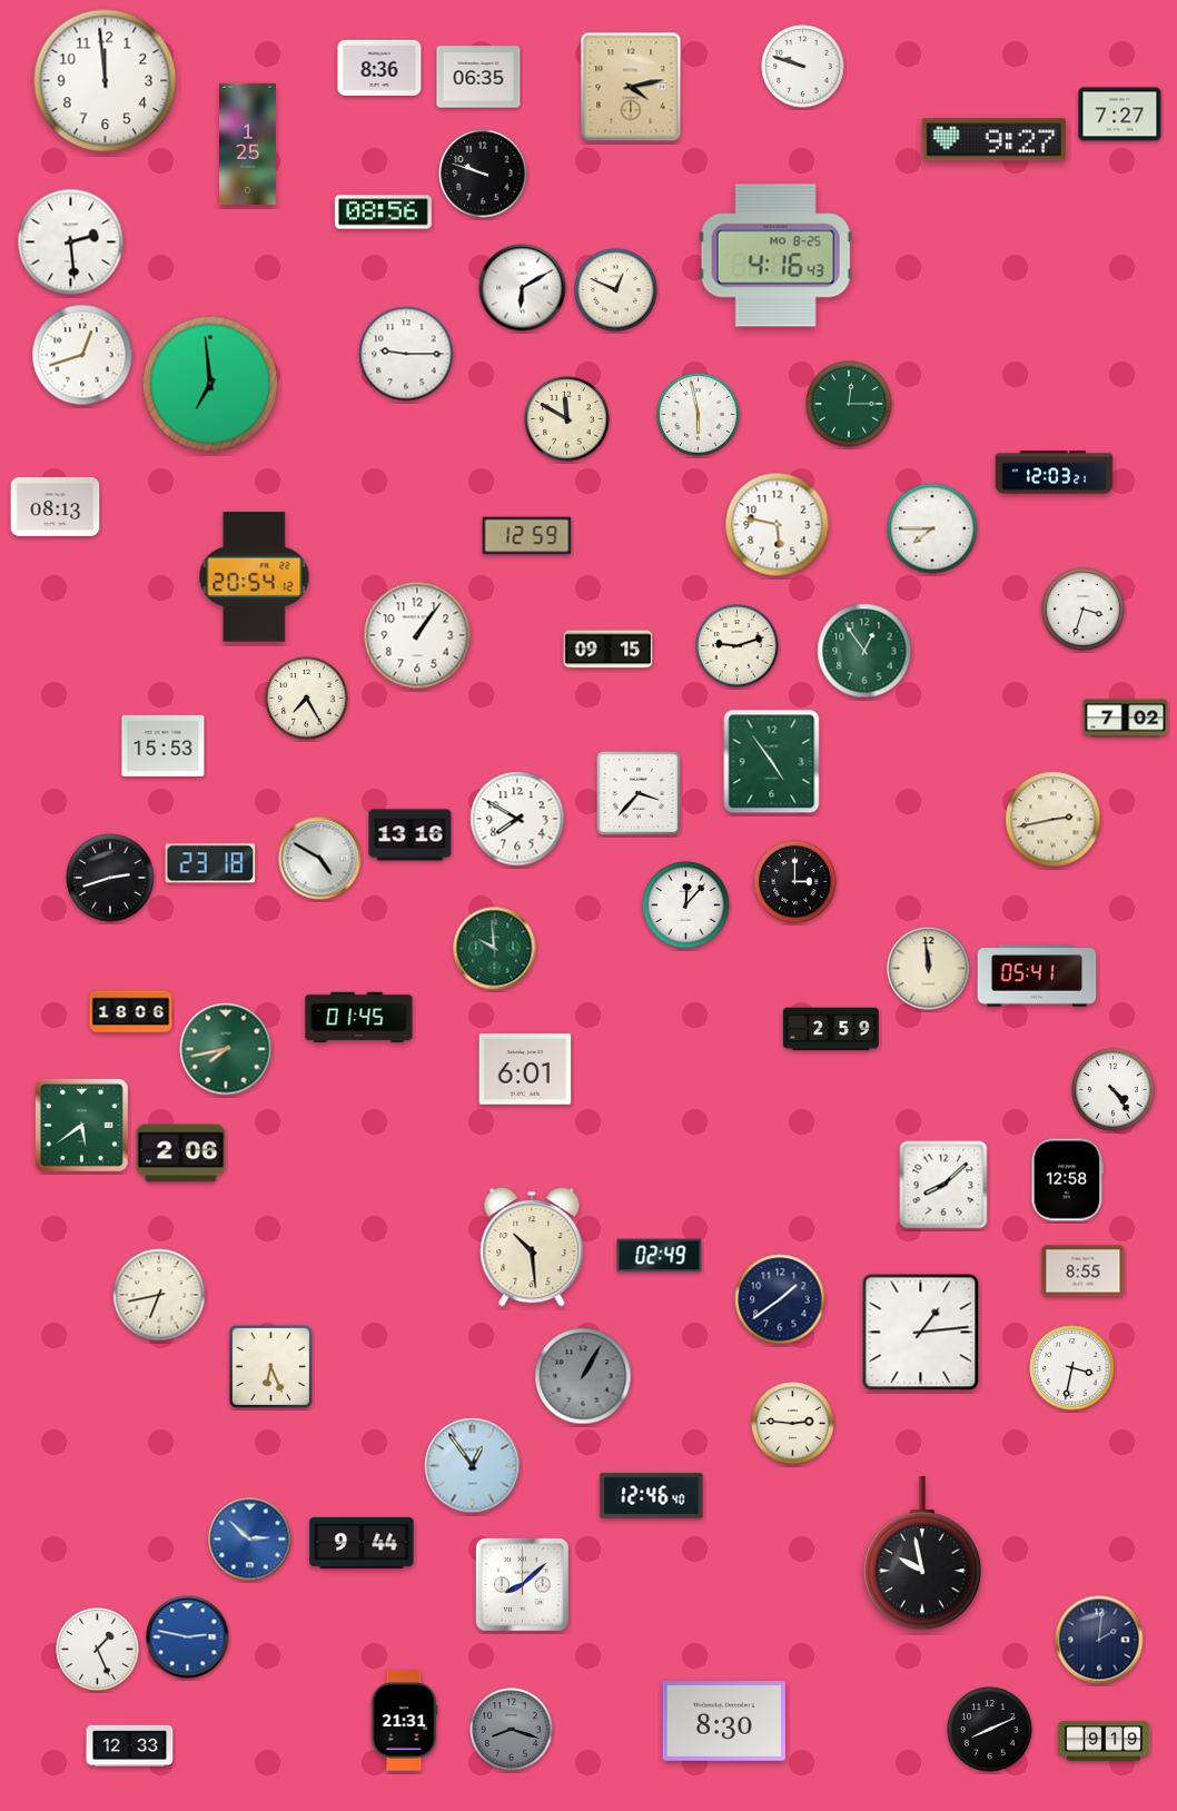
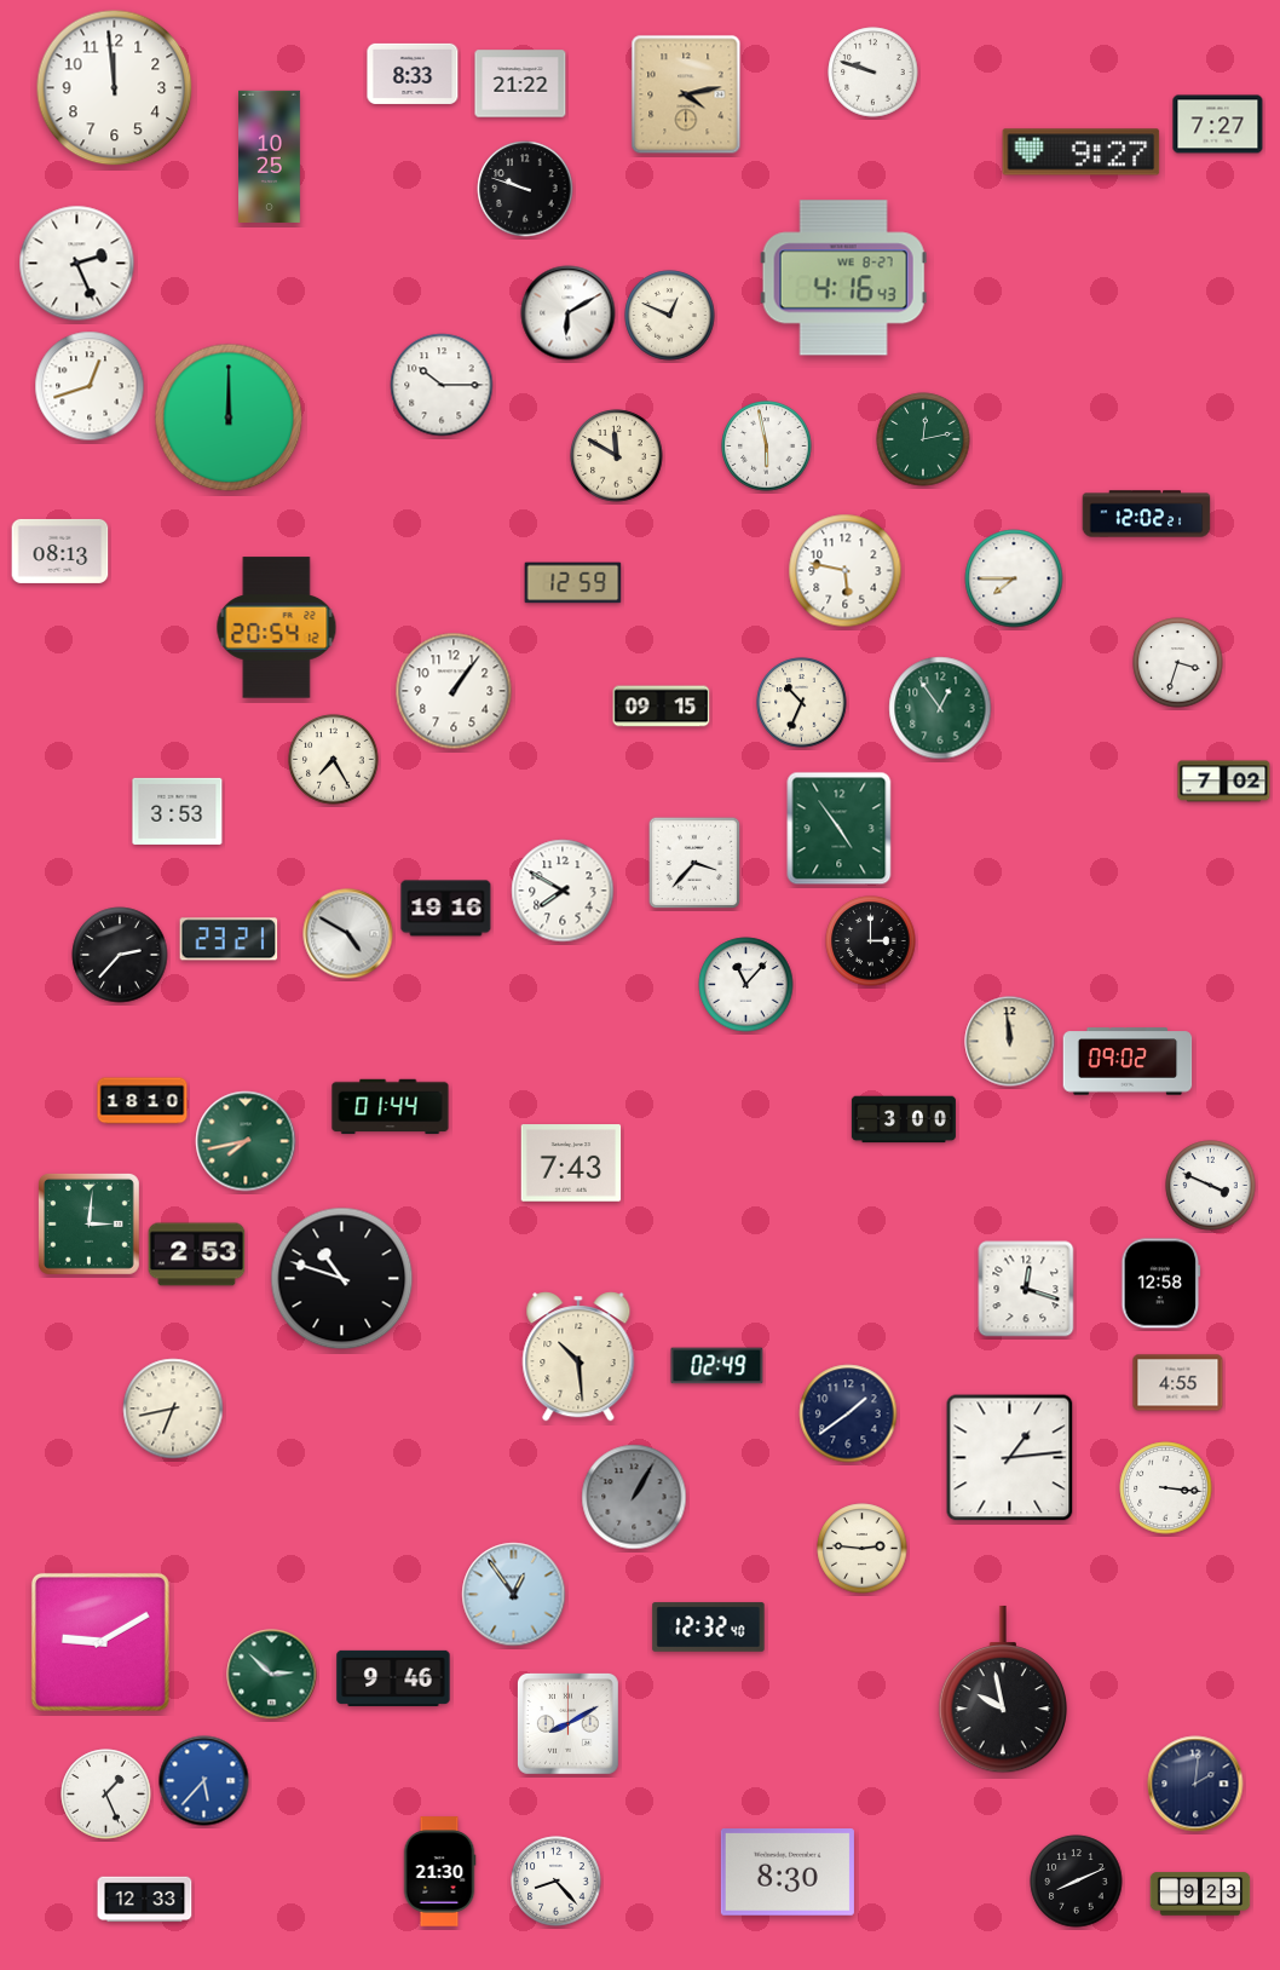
clock at (379, 68): 8:36 -> 8:33
clock at (478, 77): 06:35 -> 21:22
clock at (248, 144): 1:25 -> 10:25
clock at (383, 212): 08:56 -> none
clock at (71, 243): 2:29 -> 2:26
clock at (775, 256) date: MO 8-25 -> WE 8-27
clock at (406, 354): 9:15 -> 10:15
clock at (210, 384): 6:59 -> 12:00
clock at (849, 404): 12:15 -> 12:13
clock at (699, 415) position: (699, 415) -> (767, 447)
clock at (1055, 473): 12:03 -> 12:02
clock at (932, 528) position: (932, 528) -> (1014, 578)
clock at (738, 646): 9:12 -> 10:34
clock at (164, 745): 15:53 -> 3:53
clock at (1054, 820): 2:43 -> none
clock at (411, 835): 13:16 -> 19:16
clock at (210, 863): 23:18 -> 23:21
clock at (110, 878): 2:42 -> 2:37
clock at (795, 882) position: (795, 882) -> (871, 941)
clock at (686, 905): 12:07 -> 11:07
clock at (495, 949): 9:59 -> none
clock at (929, 969) position: (929, 969) -> (1010, 1042)
clock at (1037, 976): 05:41 -> 09:02
clock at (131, 1012): 18:06 -> 18:10
clock at (359, 1018): 01:45 -> 01:44
clock at (831, 1029): 2:59 -> 3:00
clock at (525, 1069): 6:01 -> 7:43
clock at (1114, 1090): 4:24 -> 3:49
clock at (82, 1126): 5:39 -> 3:01
clock at (181, 1154): 2:06 -> 2:53
clock at (342, 1279): none -> 10:48
clock at (943, 1185): 8:08 -> 12:18
clock at (1084, 1271): 8:55 -> 4:55
clock at (921, 1333) position: (921, 1333) -> (1010, 1458)
clock at (270, 1366): 6:26 -> none
clock at (1072, 1368): 3:32 -> 3:16
clock at (652, 1496): 12:46 -> 12:32
clock at (100, 1642): none -> 9:10
clock at (250, 1540) dial: blue -> green
clock at (362, 1543): 9:44 -> 9:46
clock at (523, 1585): 8:08 -> 8:10
clock at (188, 1637): 2:47 -> 5:37
clock at (404, 1721): 21:31 -> 21:30
clock at (512, 1730): 8:18 -> 8:23
clock at (512, 1730) dial: grey -> white
clock at (1104, 1741): 9:19 -> 9:23
clock at (130, 1746) position: (130, 1746) -> (145, 1900)
